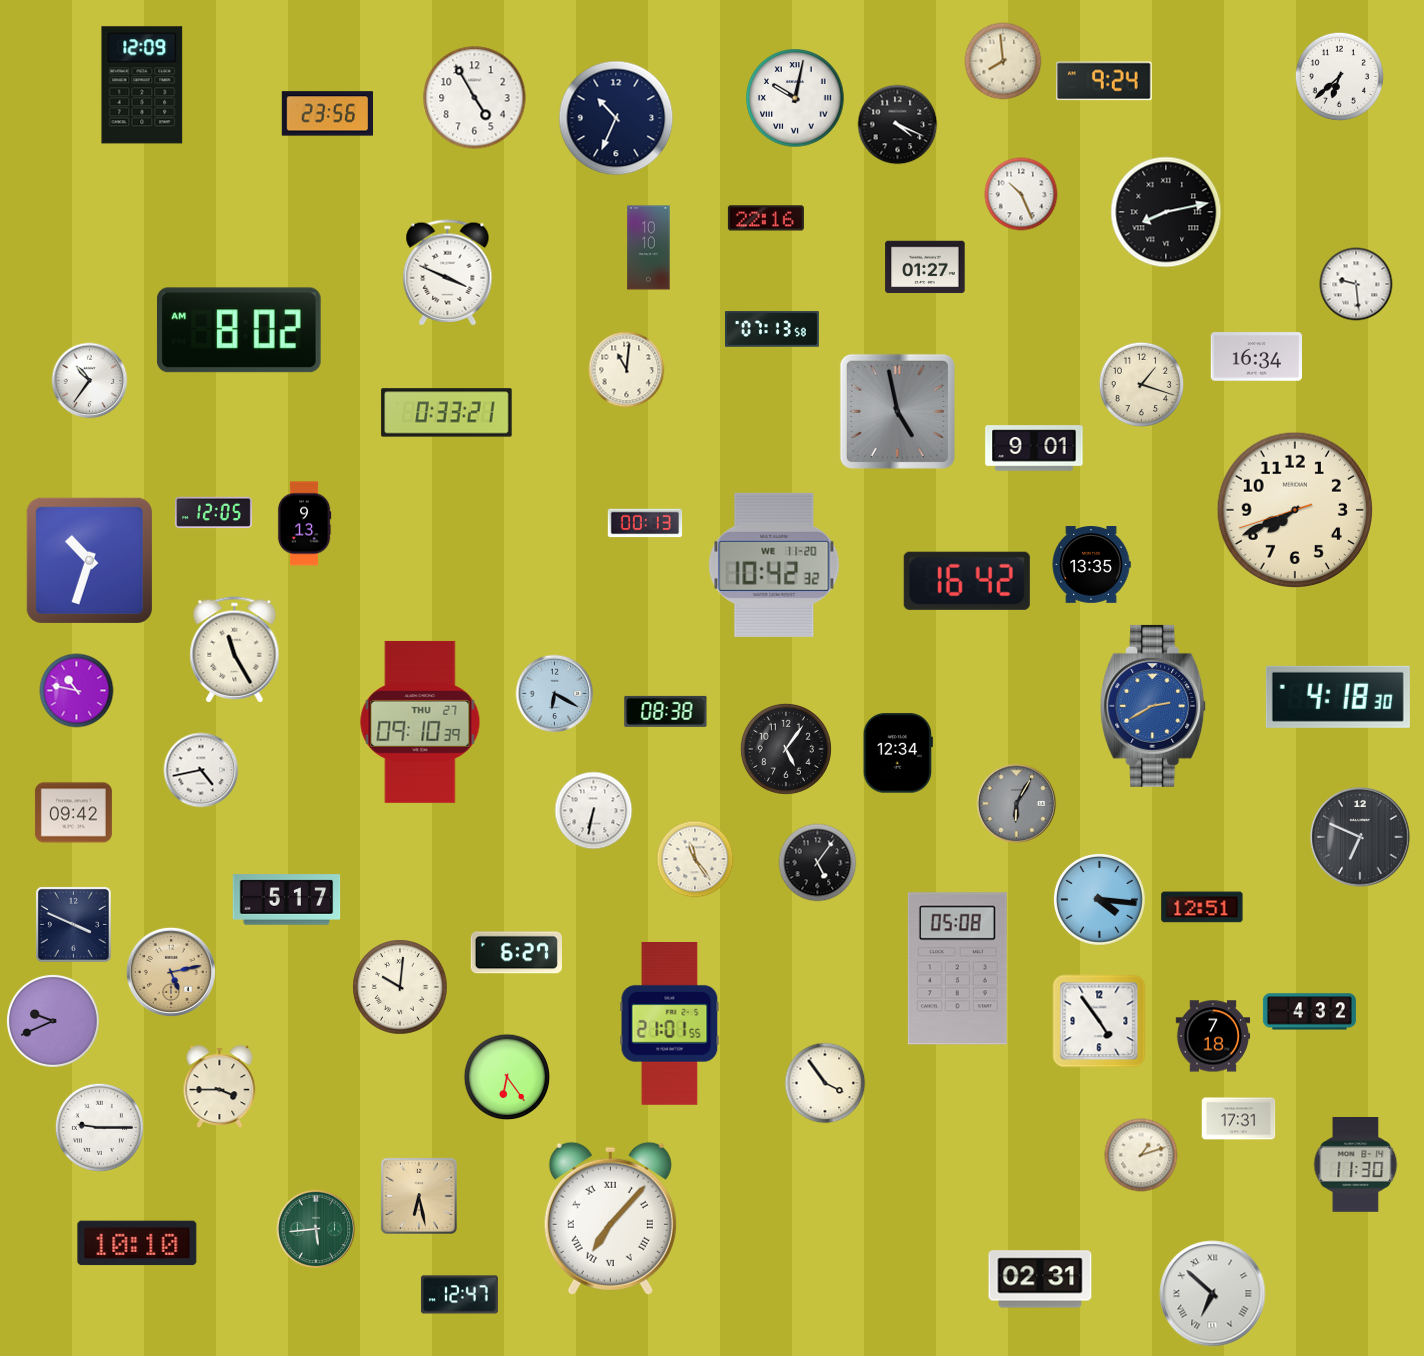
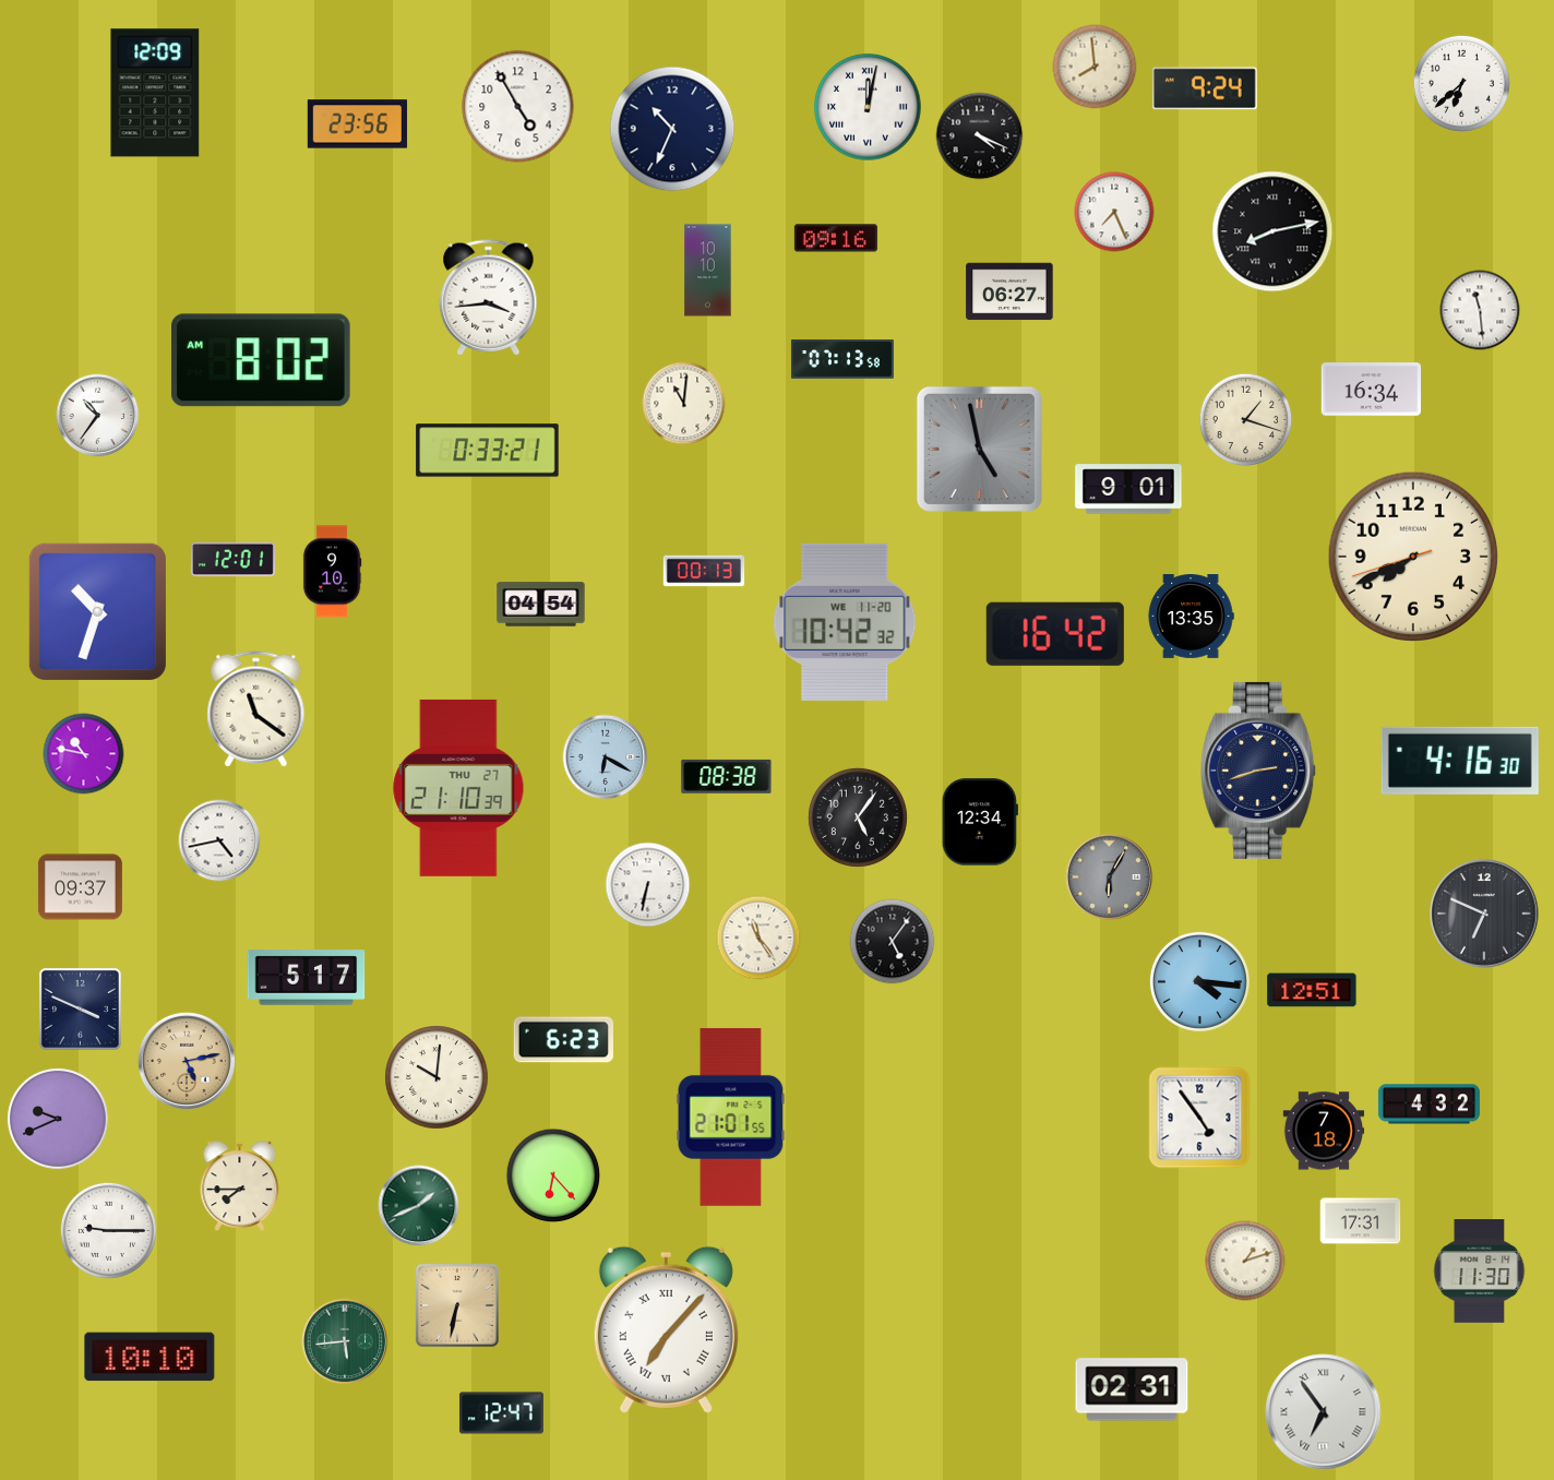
clock at (795, 98): 10:02 -> 12:02
clock at (1021, 194): 10:26 -> 7:26
clock at (766, 218): 22:16 -> 09:16
clock at (925, 267): 01:27 -> 06:27
clock at (448, 273): 3:49 -> 3:44
clock at (1356, 284): 9:29 -> 11:29
clock at (213, 513): 12:05 -> 12:01
clock at (304, 524): 9:13 -> 9:10
clock at (541, 605): none -> 04:54
clock at (774, 565) position: (774, 565) -> (845, 622)
clock at (235, 650): 11:25 -> 11:21
clock at (1338, 697): 4:18 -> 4:16
clock at (1154, 706): 2:40 -> 2:42
clock at (1154, 706) dial: blue -> navy
clock at (420, 722): 09:10 -> 21:10
clock at (73, 813): 09:42 -> 09:37
clock at (287, 900) position: (287, 900) -> (307, 978)
clock at (516, 953): 6:27 -> 6:23
clock at (957, 969): 05:08 -> none
clock at (53, 1021) position: (53, 1021) -> (58, 1119)
clock at (1099, 1021) position: (1099, 1021) -> (1199, 1118)
clock at (507, 1077): 6:24 -> 6:23
clock at (825, 1083): 3:54 -> none
clock at (220, 1087): 3:45 -> 7:45
clock at (419, 1206): none -> 1:41
clock at (1239, 1119) position: (1239, 1119) -> (1361, 1221)
clock at (419, 1196): 6:28 -> 6:32
clock at (1040, 1279) position: (1040, 1279) -> (1132, 1389)
clock at (1213, 1294): 6:52 -> 6:54
